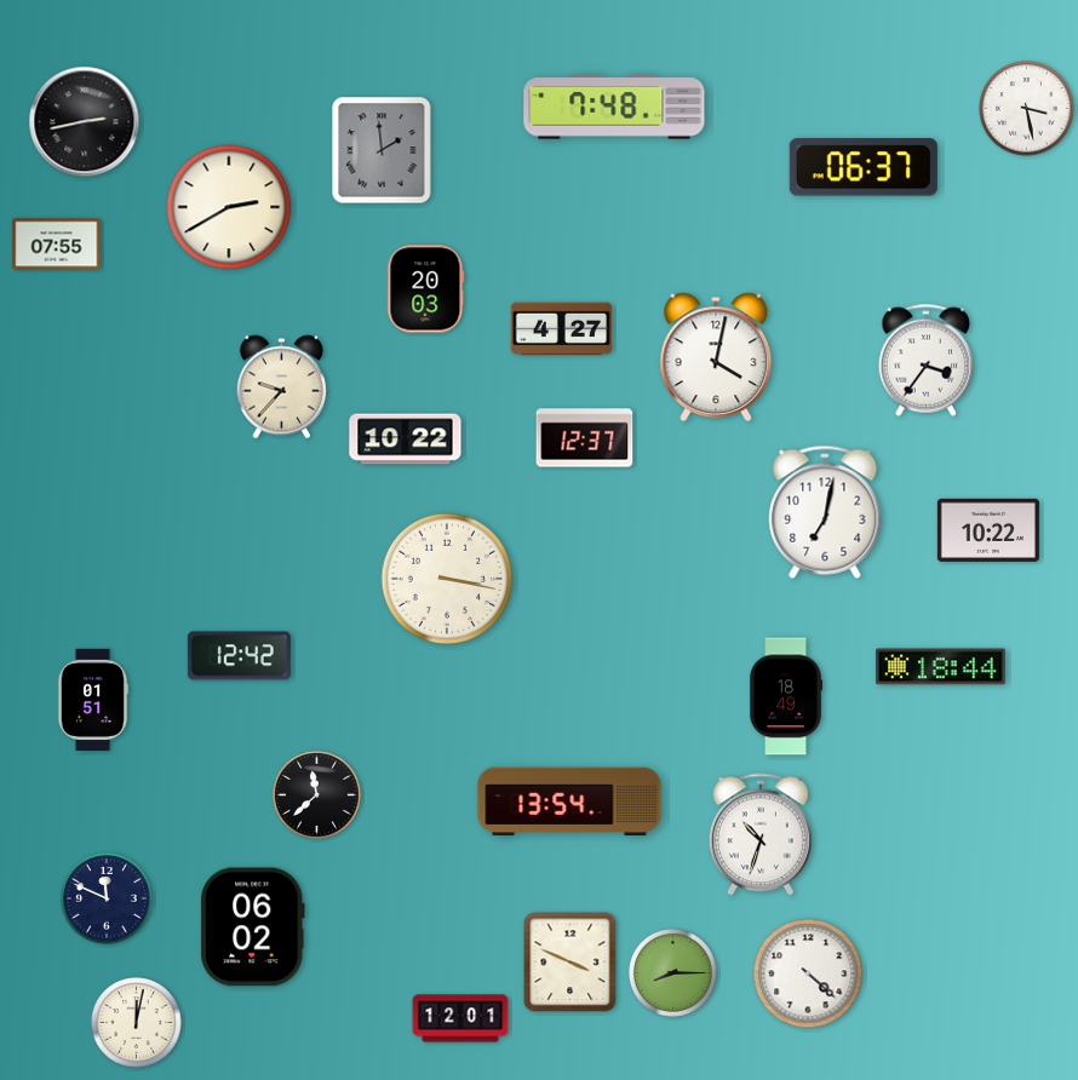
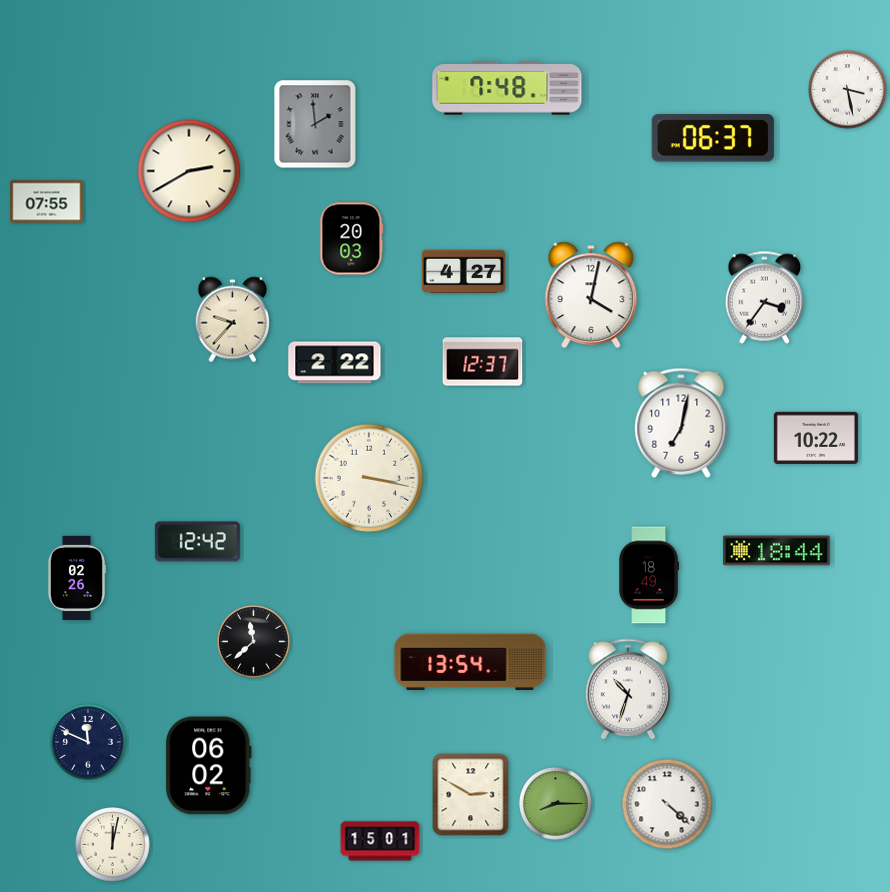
clock at (85, 122): 2:43 -> none
clock at (406, 440): 10:22 -> 2:22
clock at (93, 700): 01:51 -> 02:26
clock at (317, 795) position: (317, 795) -> (254, 642)
clock at (570, 963): 3:49 -> 2:50
clock at (460, 1018): 12:01 -> 15:01
